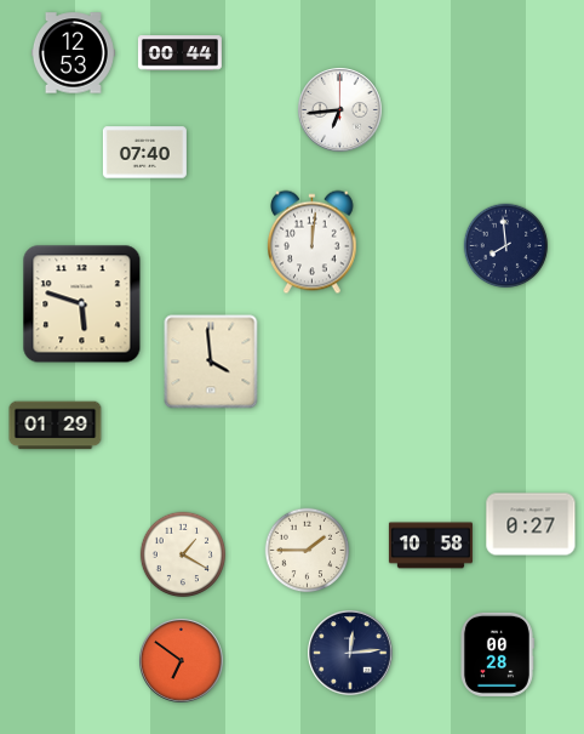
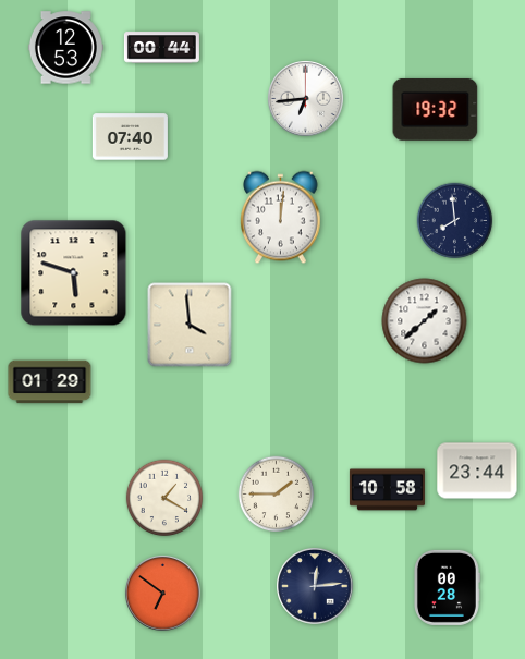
clock at (436, 109): none -> 19:32
clock at (425, 321): none -> 1:38
clock at (531, 524): 0:27 -> 23:44
